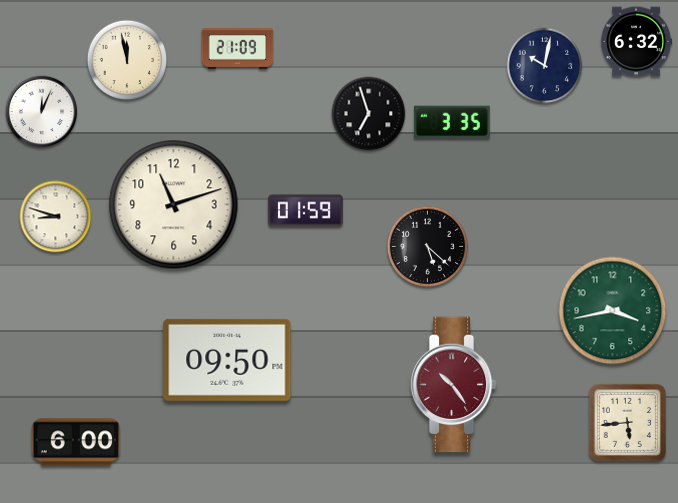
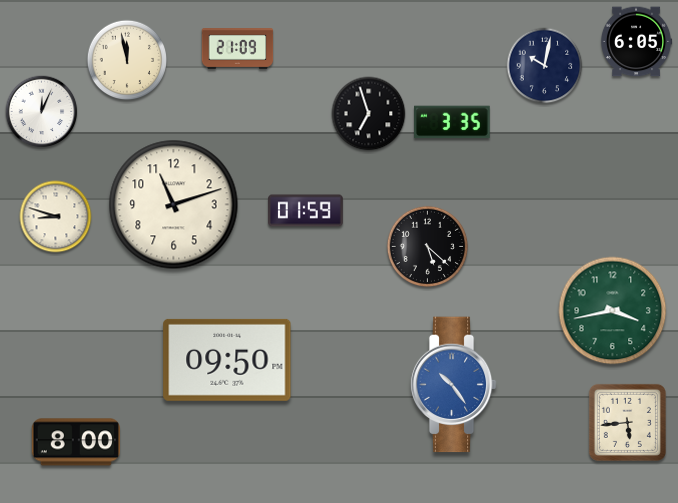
clock at (636, 42): 6:32 -> 6:05
clock at (453, 385) dial: burgundy -> blue
clock at (76, 442): 6:00 -> 8:00
